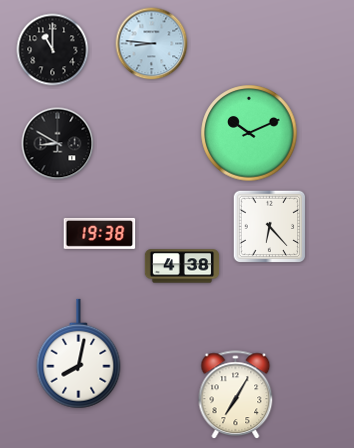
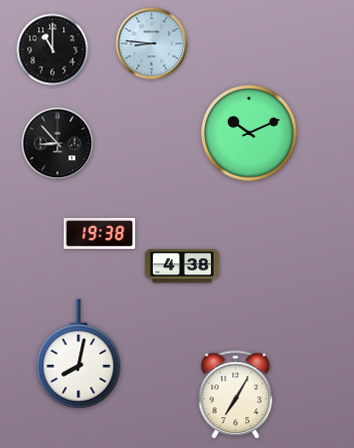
clock at (58, 144): 8:50 -> 8:53
clock at (270, 227): 6:23 -> none
